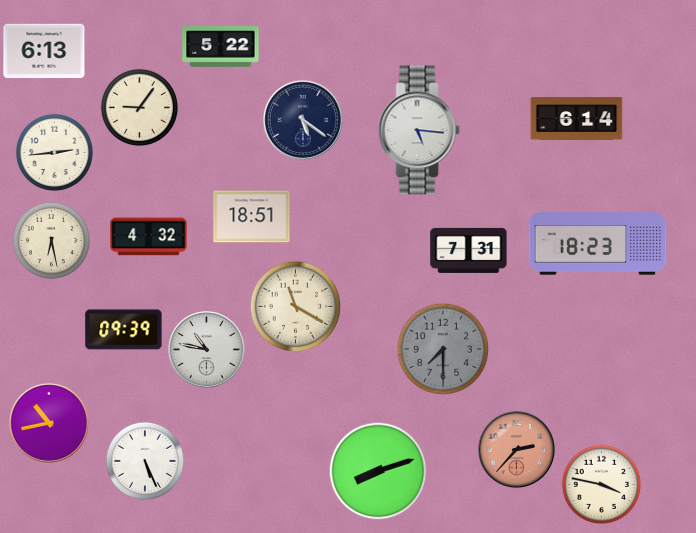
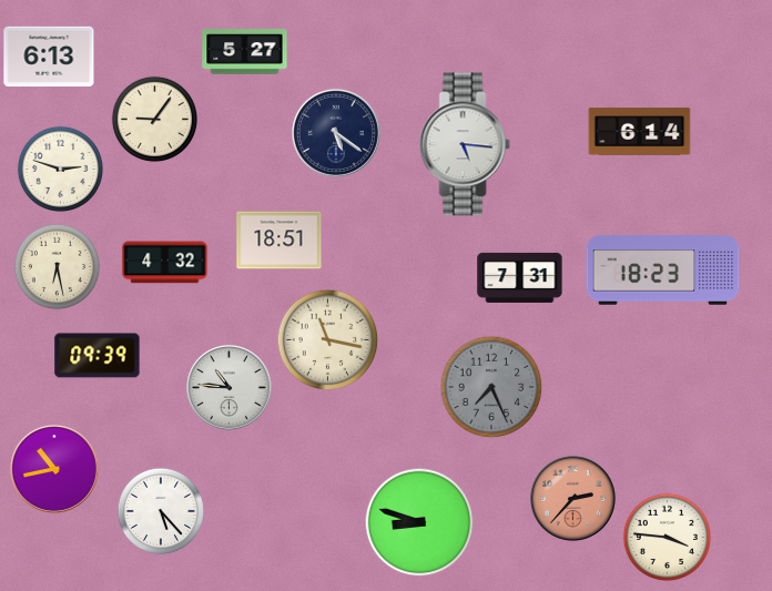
clock at (221, 47): 5:22 -> 5:27
clock at (54, 152): 2:44 -> 2:48
clock at (295, 306): 11:20 -> 11:17
clock at (124, 330) position: (124, 330) -> (98, 356)
clock at (443, 349): 7:30 -> 7:26
clock at (207, 350): 10:47 -> 10:46
clock at (144, 460): 5:26 -> 5:23
clock at (378, 471): 8:12 -> 8:48
clock at (601, 484): 3:47 -> 3:46
